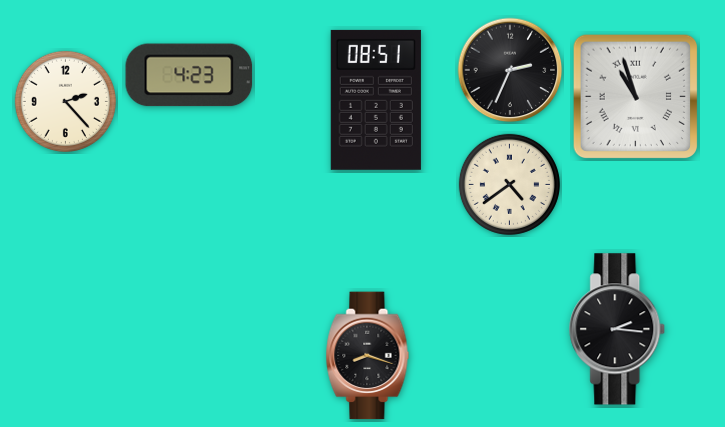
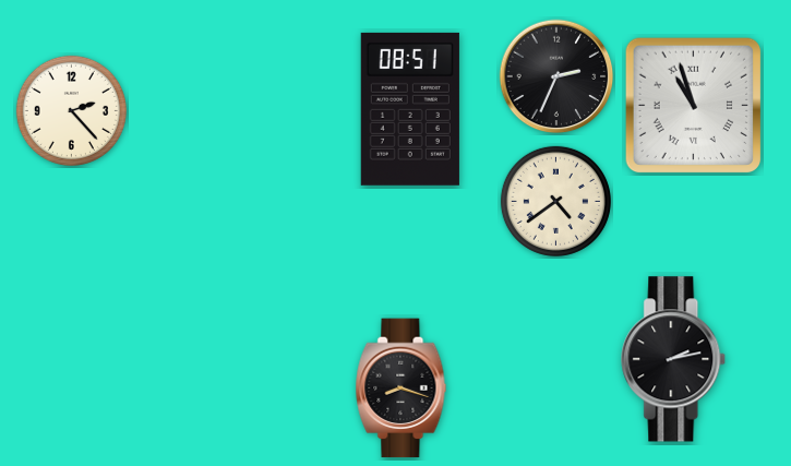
clock at (189, 75): 4:23 -> none
clock at (618, 329): 2:16 -> 2:13
